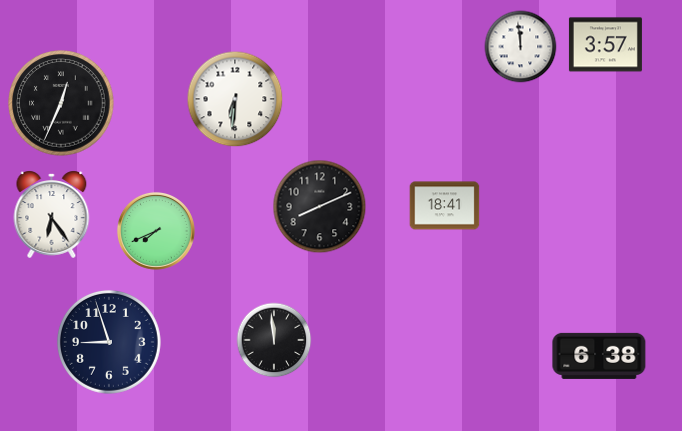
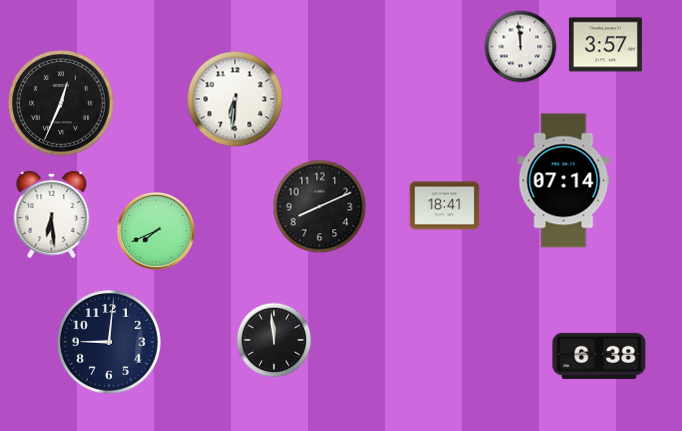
clock at (564, 181): none -> 07:14
clock at (52, 214): 6:24 -> 6:29
clock at (109, 343): 8:57 -> 9:01
